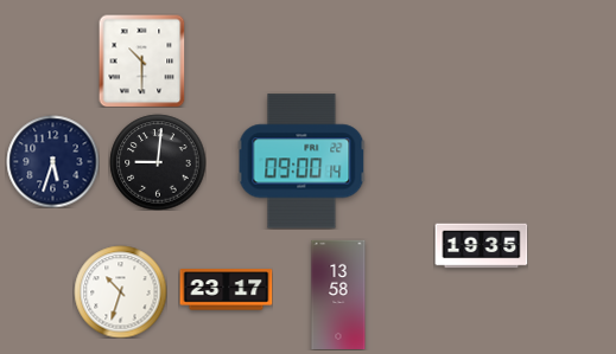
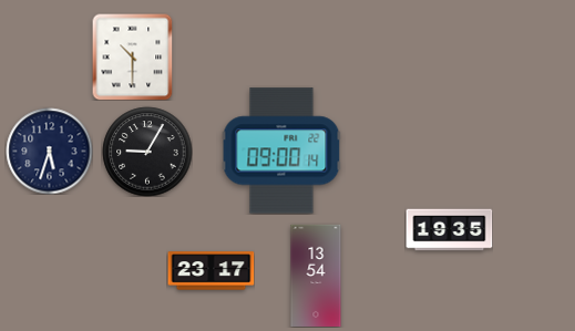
clock at (158, 162): 9:01 -> 9:05
clock at (120, 291): 10:33 -> none
clock at (338, 294): 13:58 -> 13:54
